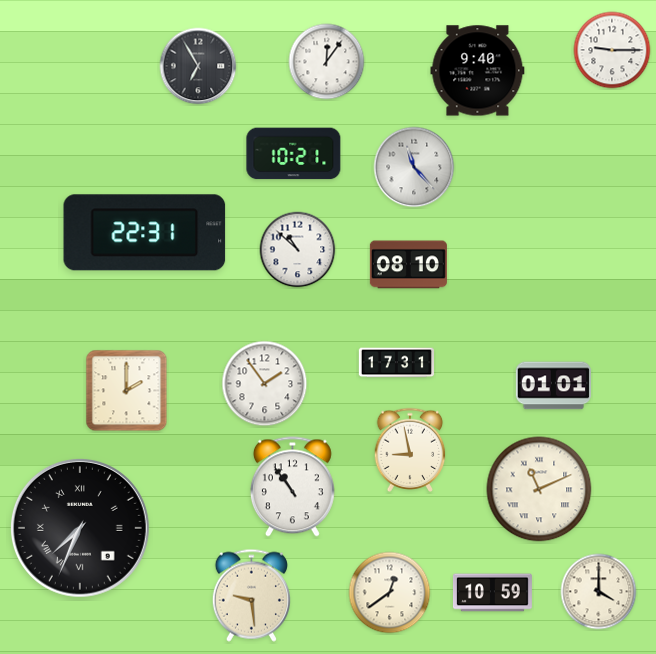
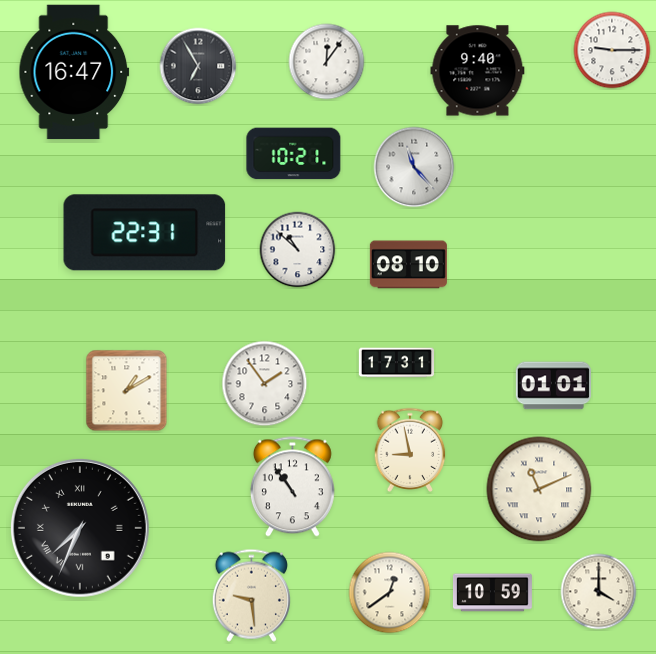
clock at (74, 72): none -> 16:47
clock at (127, 391): 2:00 -> 1:10
